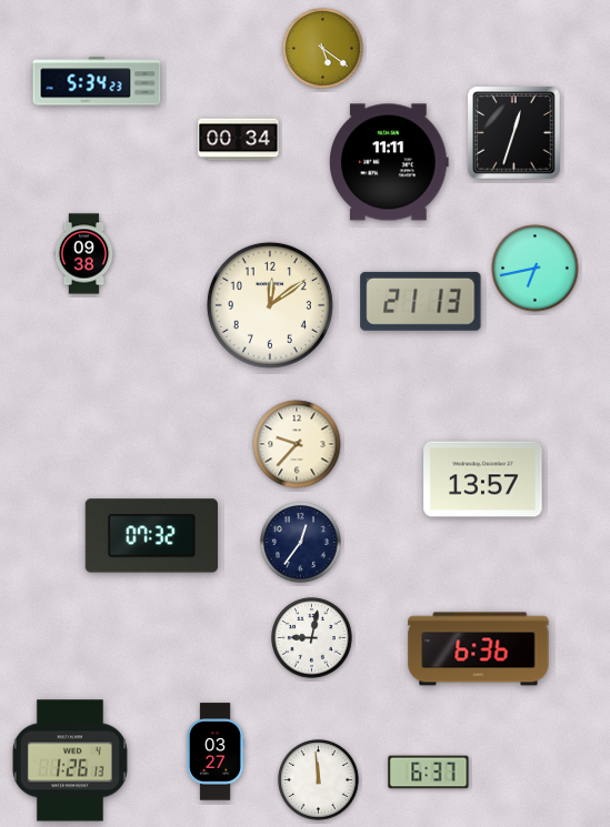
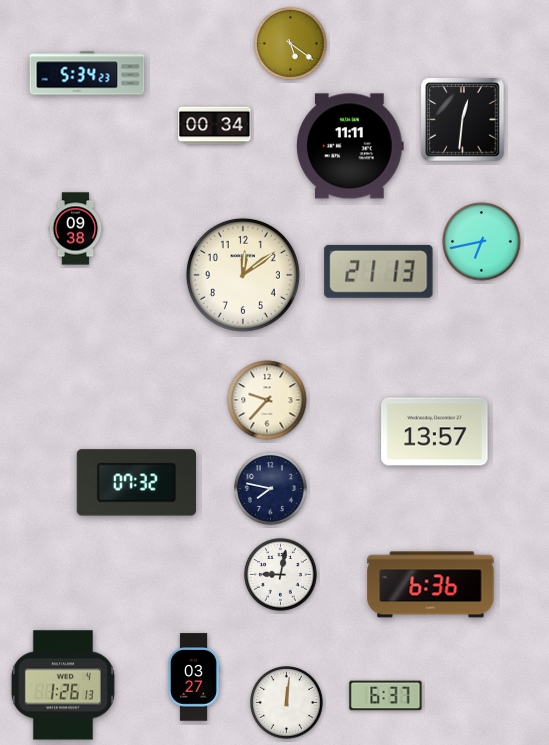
clock at (514, 133): 12:33 -> 12:31
clock at (301, 543): 12:36 -> 7:47
clock at (319, 780): 11:59 -> 12:01
